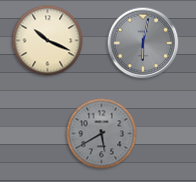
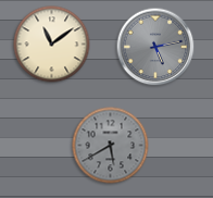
clock at (48, 41): 10:19 -> 11:09
clock at (143, 43): 6:02 -> 5:13
